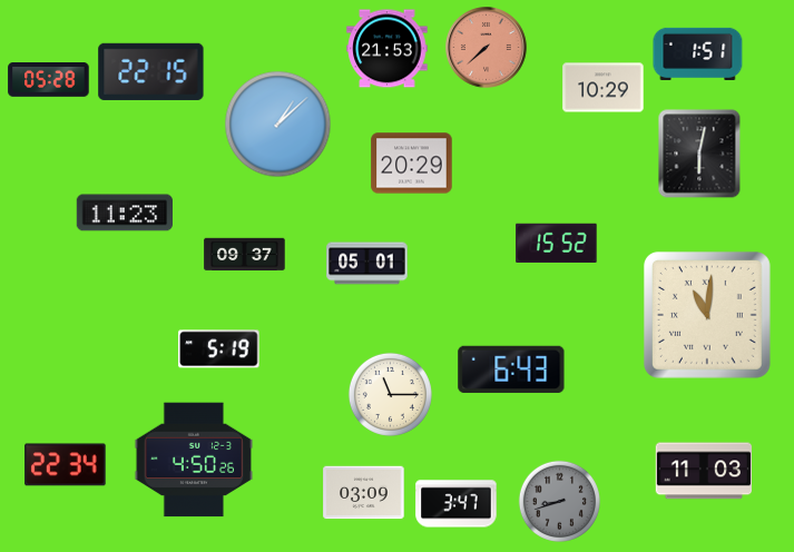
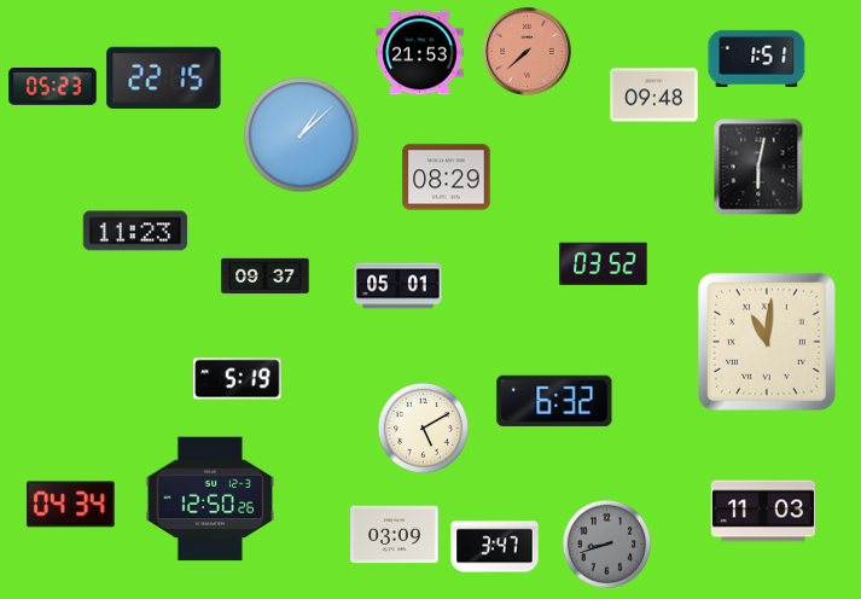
clock at (49, 80): 05:28 -> 05:23
clock at (604, 88): 10:29 -> 09:48
clock at (412, 164): 20:29 -> 08:29
clock at (557, 244): 15:52 -> 03:52
clock at (511, 369): 6:43 -> 6:32
clock at (390, 394): 11:15 -> 5:10
clock at (194, 460): 4:50 -> 12:50
clock at (66, 465): 22:34 -> 04:34
